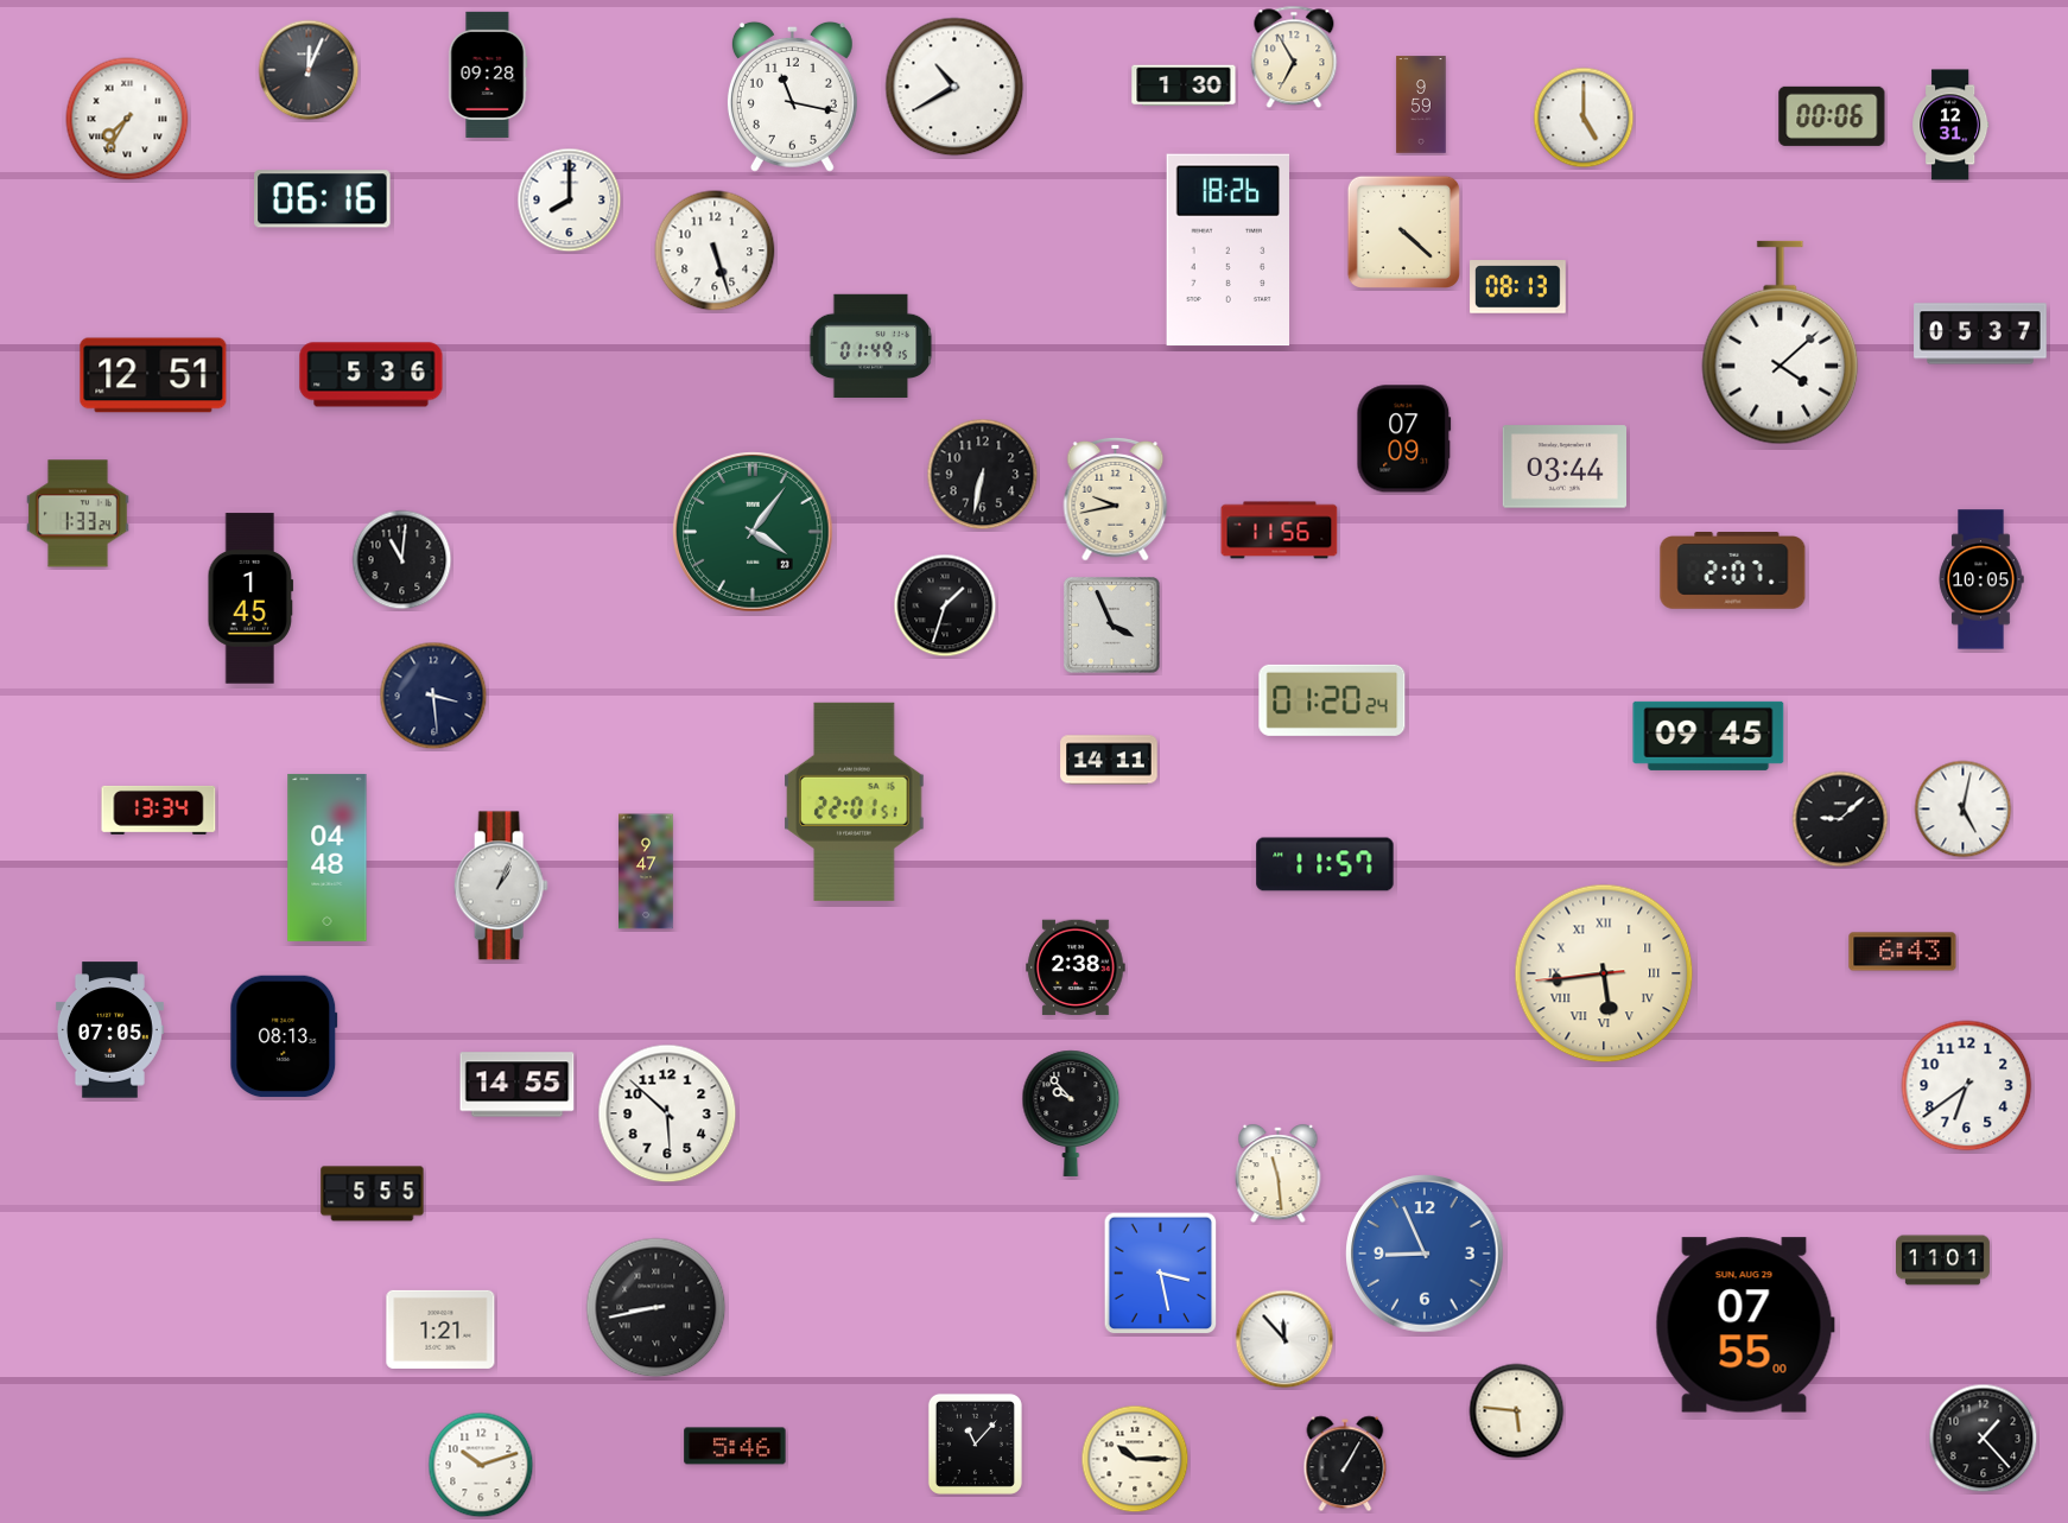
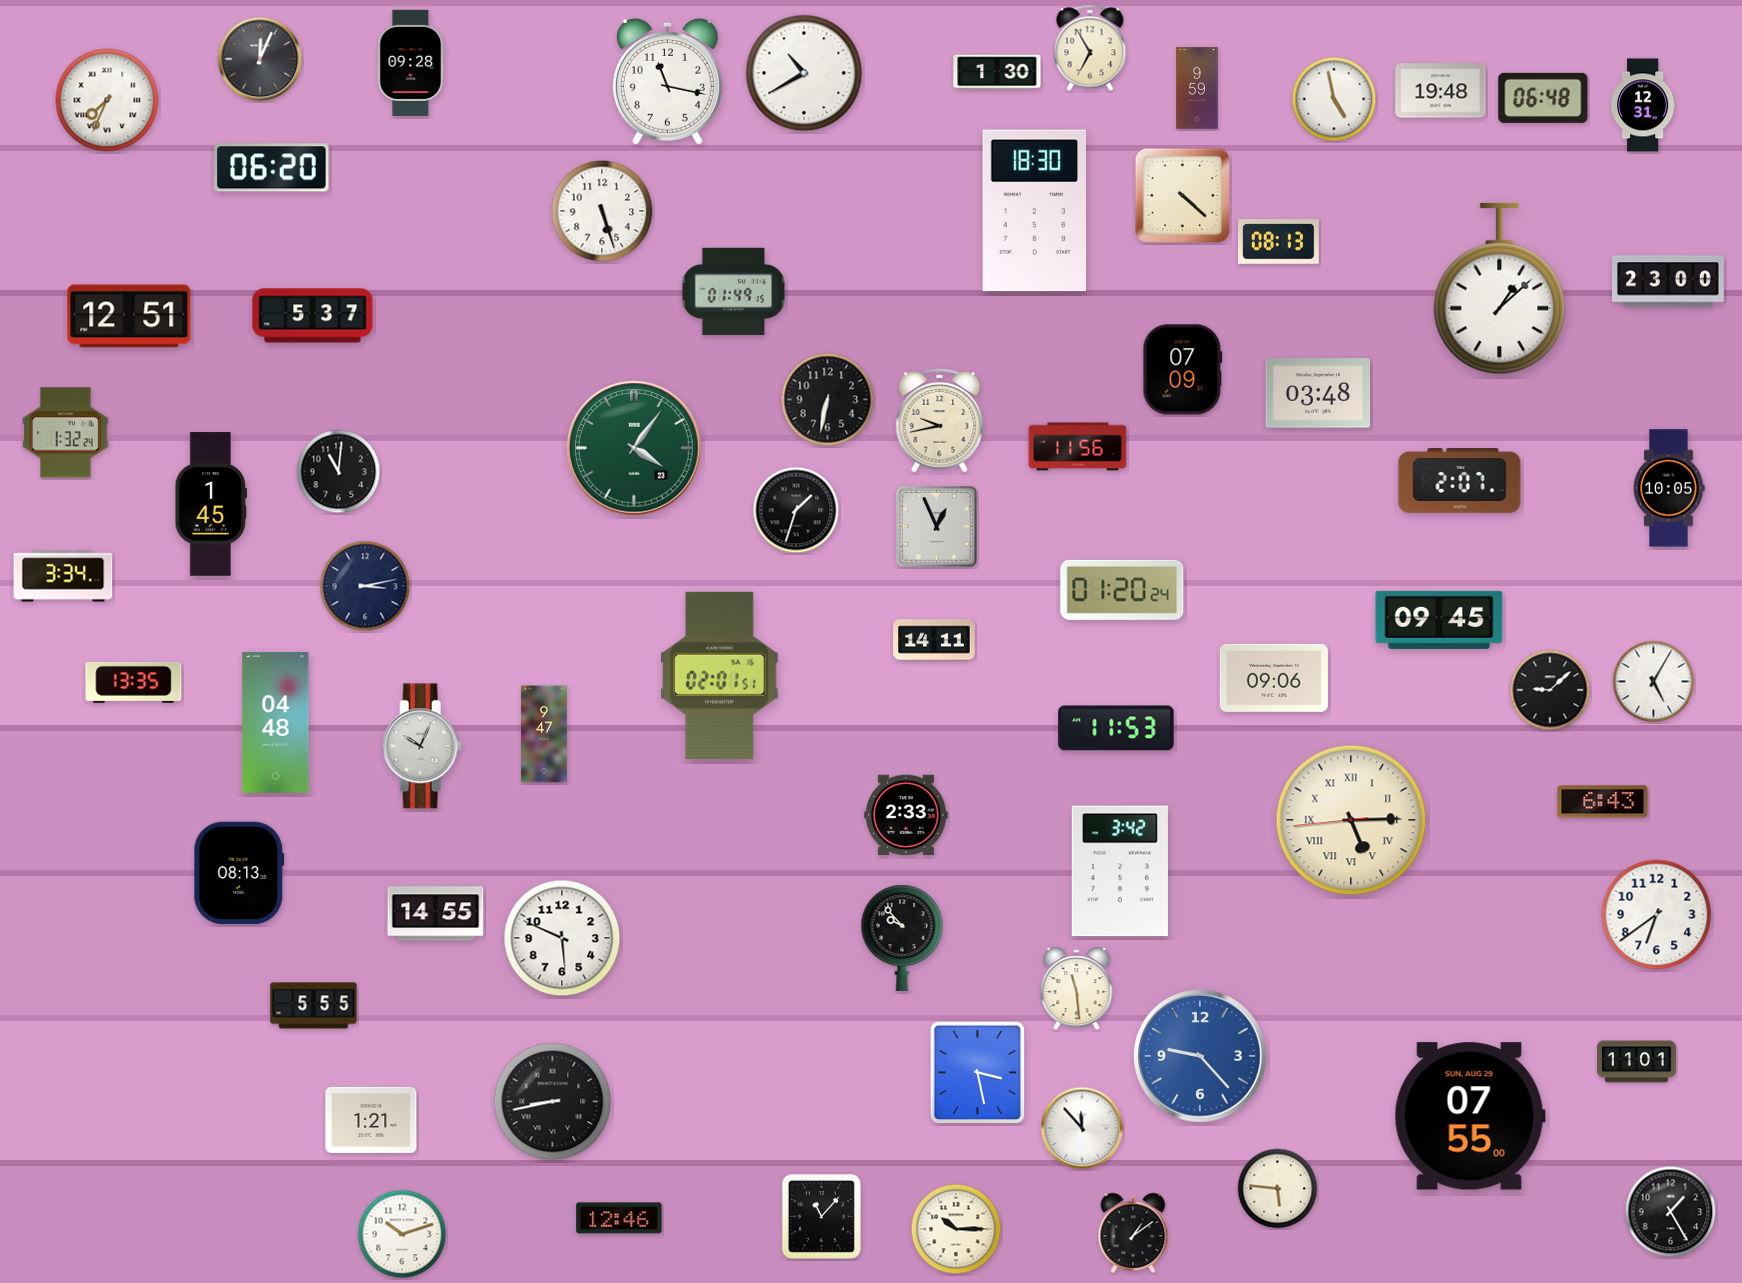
clock at (1441, 91): none -> 19:48
clock at (1832, 116): 00:06 -> 06:48
clock at (1584, 118): 5:00 -> 4:58
clock at (127, 119): 7:35 -> 7:34
clock at (323, 199): 06:16 -> 06:20
clock at (570, 201): 8:00 -> none
clock at (1228, 250): 18:26 -> 18:30
clock at (1980, 334): 05:37 -> 23:00
clock at (1781, 343): 4:08 -> 1:08
clock at (372, 375): 5:36 -> 5:37
clock at (1563, 467): 03:44 -> 03:48
clock at (78, 514): 1:33 -> 1:32
clock at (1112, 626): 3:56 -> 12:56
clock at (63, 576): none -> 3:34
clock at (433, 696): 3:29 -> 3:13
clock at (855, 801): 22:01 -> 02:01
clock at (1274, 678): none -> 09:06
clock at (159, 810): 13:34 -> 13:35
clock at (1964, 810): 5:02 -> 5:05
clock at (1325, 864): 11:57 -> 11:53
clock at (501, 886): 1:04 -> 10:04
clock at (1076, 967): 2:38 -> 2:33
clock at (1604, 973): 5:43 -> 5:14
clock at (109, 1030): 07:05 -> none
clock at (1120, 871): none -> 3:42
clock at (667, 1113): 5:52 -> 5:49
clock at (1425, 1254): 8:56 -> 9:23
clock at (1984, 1439): 1:23 -> 1:25
clock at (735, 1446): 5:46 -> 12:46
clock at (1345, 1464): 1:05 -> 1:09
clock at (481, 1465) position: (481, 1465) -> (402, 1234)
